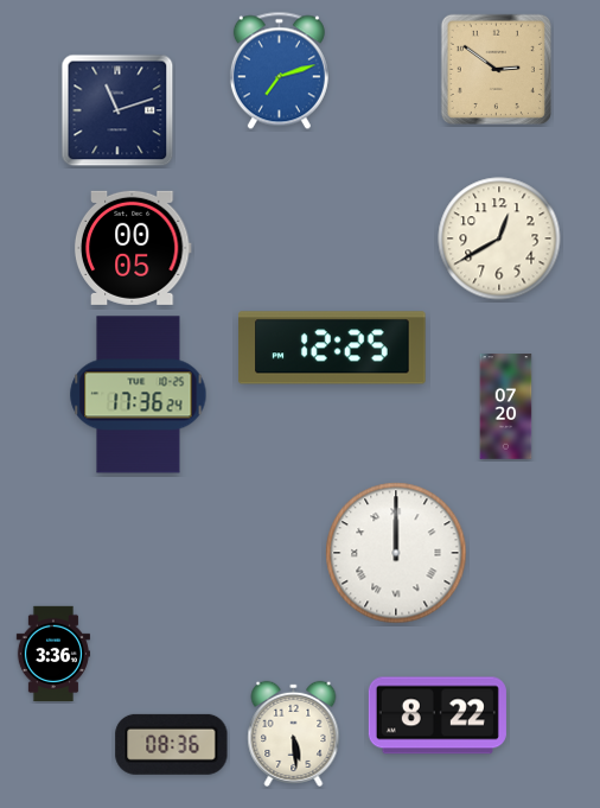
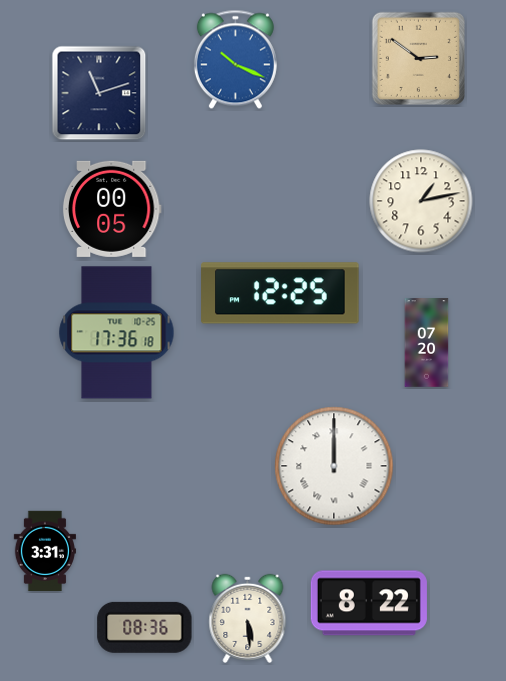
clock at (279, 71): 7:12 -> 10:19
clock at (499, 238): 12:40 -> 1:13
clock at (139, 395): 17:36:24 -> 17:36:18
clock at (53, 654): 3:36 -> 3:31
